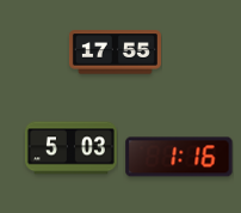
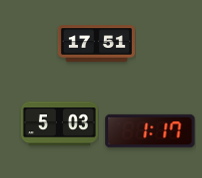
clock at (115, 53): 17:55 -> 17:51
clock at (179, 157): 1:16 -> 1:17
